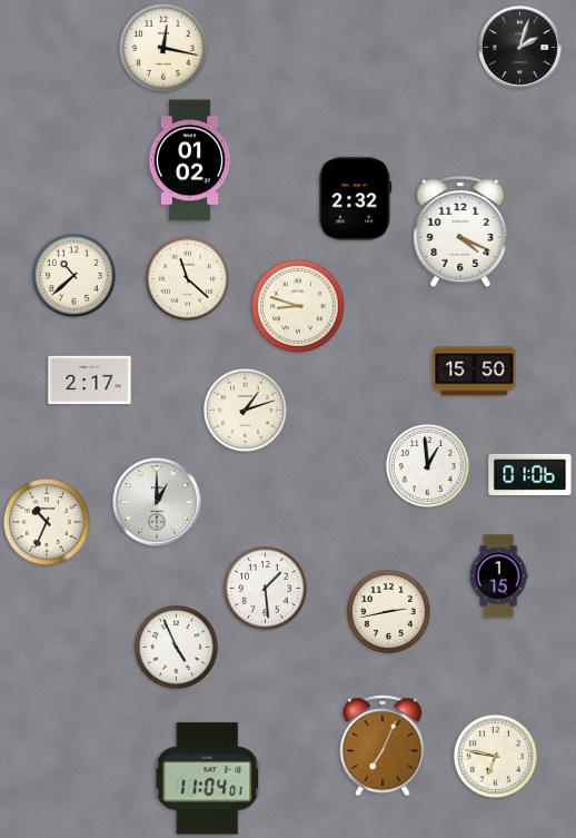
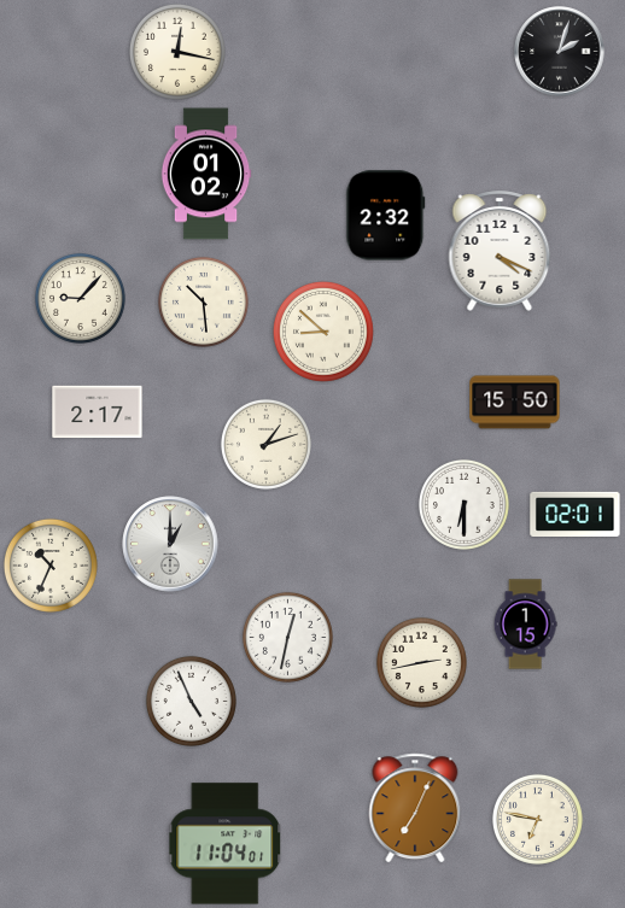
clock at (520, 48) position: (520, 48) -> (560, 52)
clock at (73, 275): 10:38 -> 9:07
clock at (187, 278): 11:22 -> 10:29
clock at (298, 306): 8:48 -> 8:52
clock at (427, 465): 12:59 -> 6:30
clock at (530, 474): 01:06 -> 02:01
clock at (498, 576) position: (498, 576) -> (525, 625)
clock at (265, 588): 1:29 -> 12:32
